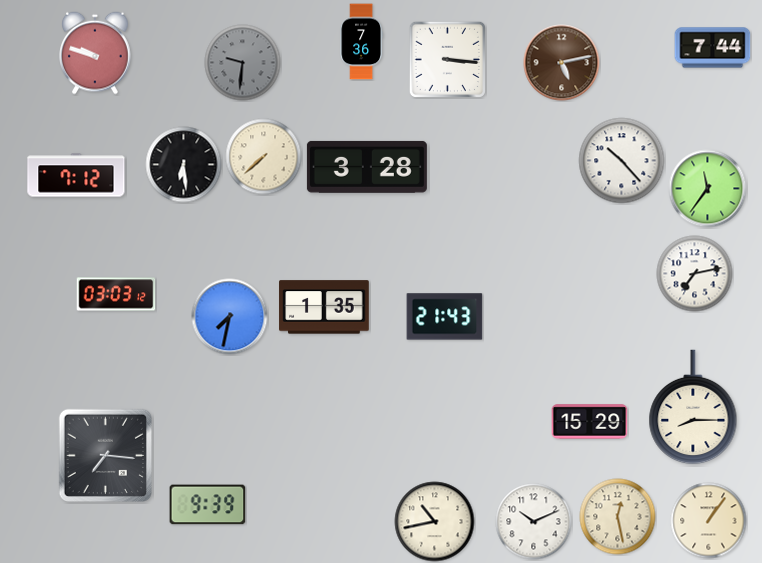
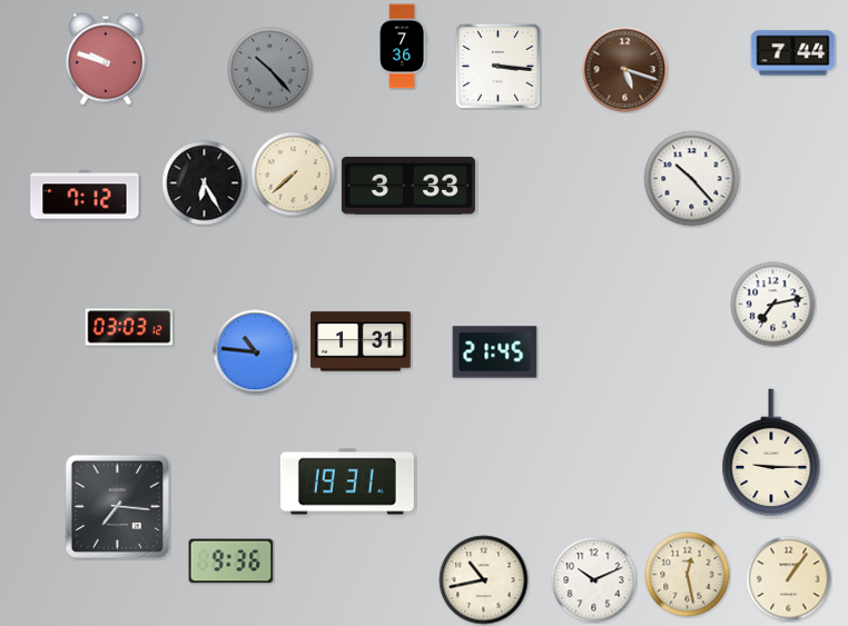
clock at (243, 63): 9:31 -> 10:23
clock at (562, 63): 5:13 -> 5:18
clock at (184, 165): 6:29 -> 6:25
clock at (367, 167): 3:28 -> 3:33
clock at (708, 189): 11:36 -> none
clock at (324, 307): 1:35 -> 1:31
clock at (230, 317): 7:32 -> 10:46
clock at (445, 317): 21:43 -> 21:45
clock at (693, 407): 8:15 -> 9:15
clock at (590, 422): 15:29 -> none
clock at (347, 481): none -> 19:31
clock at (208, 505): 9:39 -> 9:36
